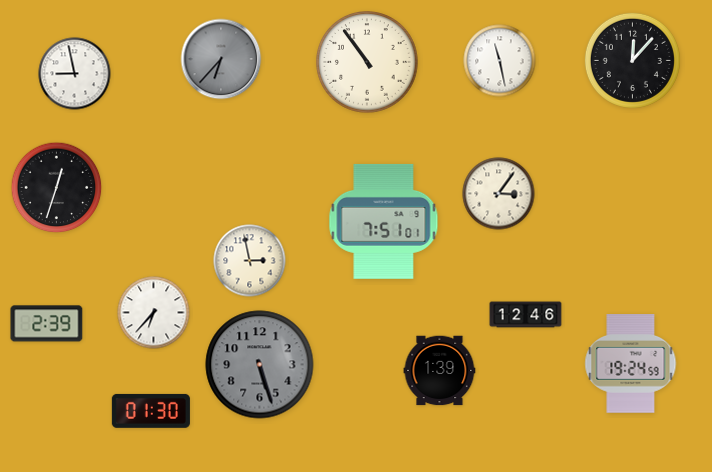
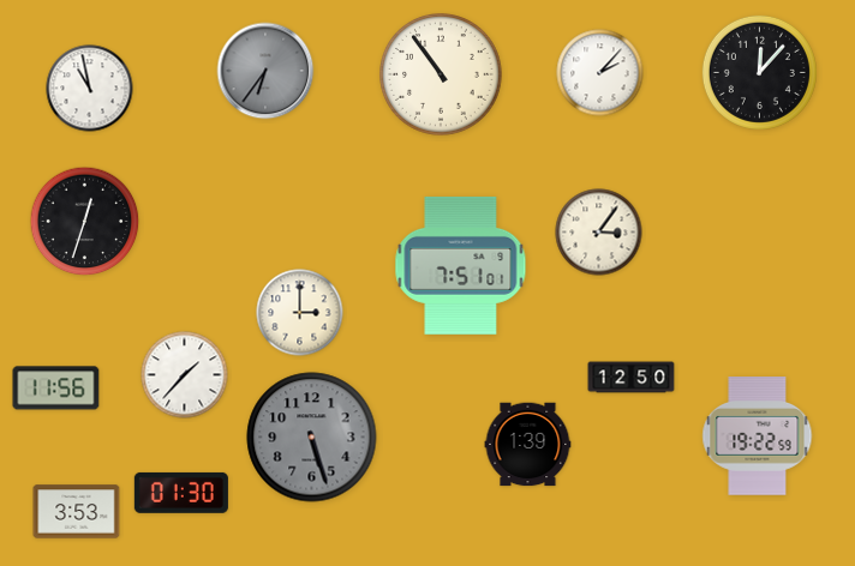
clock at (221, 59): 6:37 -> 6:36
clock at (500, 61): 11:28 -> 2:07
clock at (75, 74): 8:58 -> 10:58
clock at (57, 188) position: (57, 188) -> (85, 222)
clock at (250, 261): 2:58 -> 3:00
clock at (154, 313): 6:37 -> 1:37
clock at (526, 315): 12:46 -> 12:50
clock at (47, 324): 2:39 -> 11:56
clock at (631, 364): 19:24 -> 19:22
clock at (77, 512): none -> 3:53
